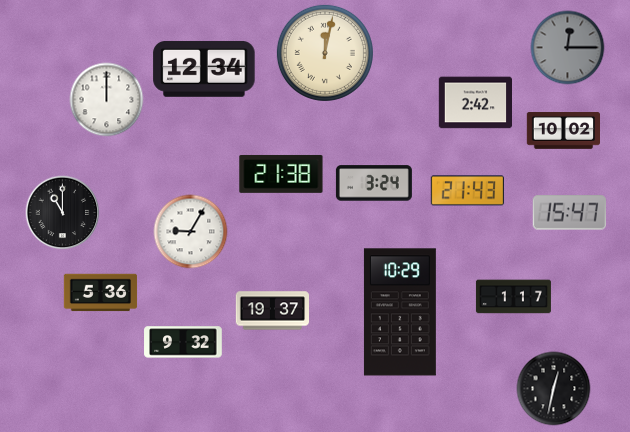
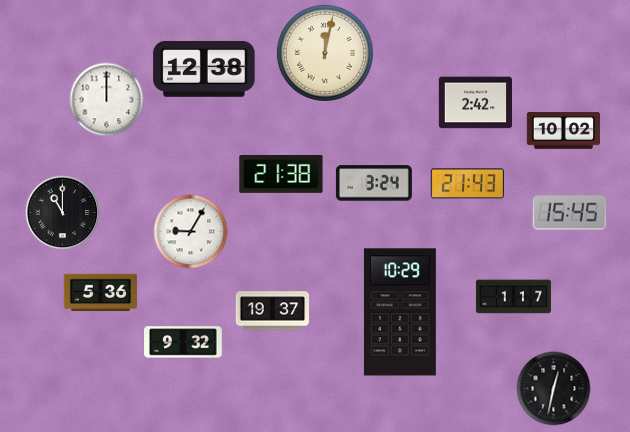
clock at (568, 48): 12:15 -> none
clock at (204, 69): 12:34 -> 12:38
clock at (467, 191) position: (467, 191) -> (467, 184)
clock at (569, 213): 15:47 -> 15:45
